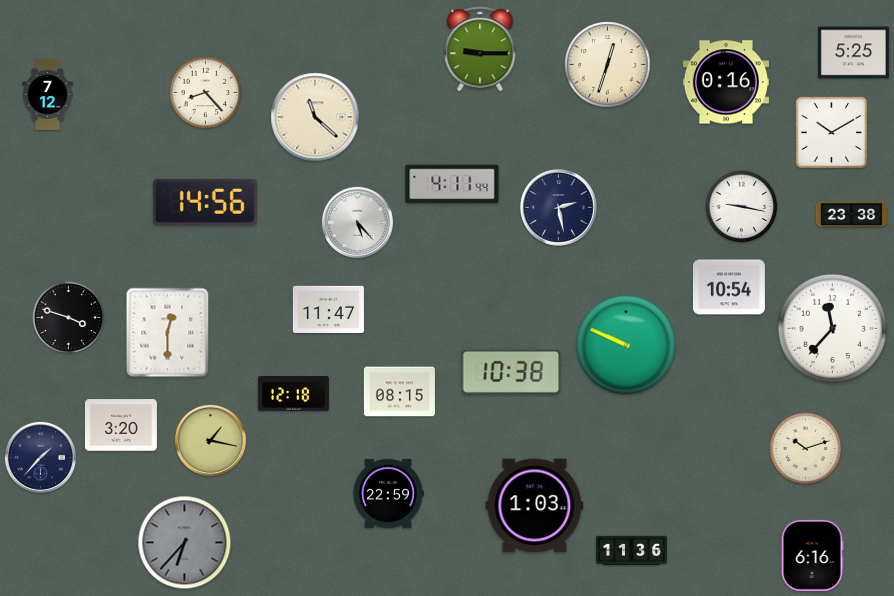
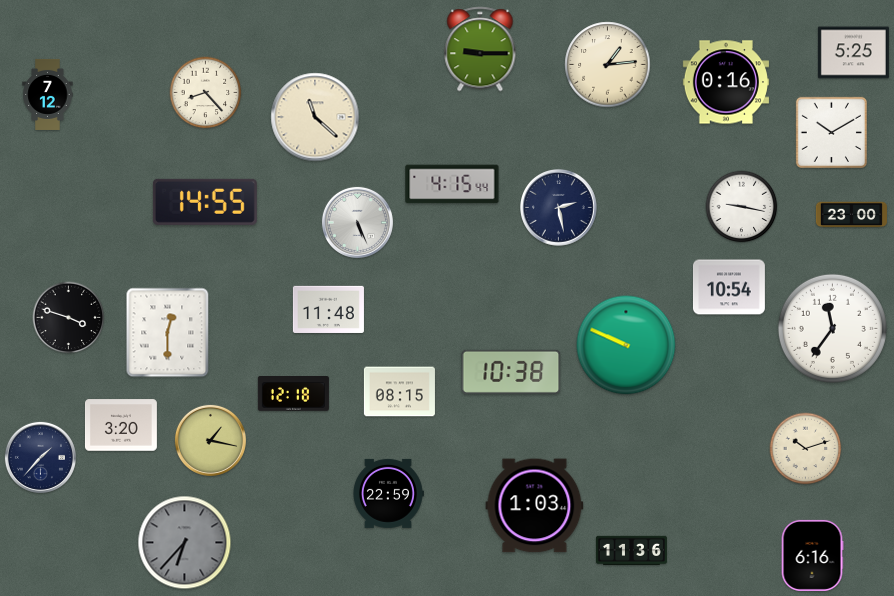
clock at (608, 65): 12:33 -> 1:14
clock at (452, 184): 4:11 -> 4:15
clock at (205, 202): 14:56 -> 14:55
clock at (851, 215): 23:38 -> 23:00
clock at (357, 222): 5:23 -> 5:26
clock at (328, 309): 11:47 -> 11:48
clock at (832, 328): 11:37 -> 11:36
